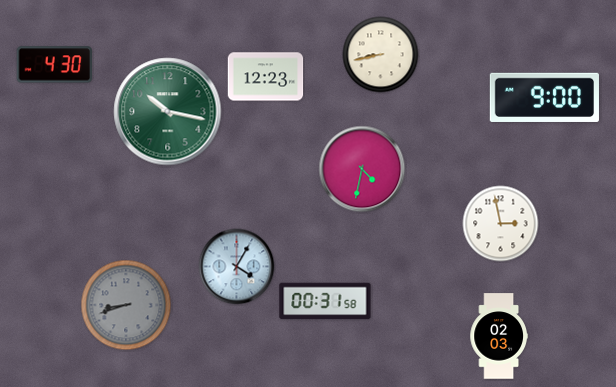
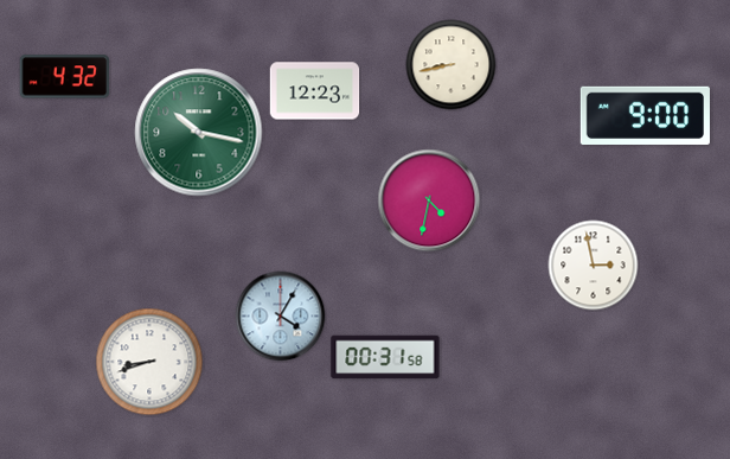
clock at (55, 65): 4:30 -> 4:32
clock at (126, 305) dial: grey -> white
clock at (499, 336): 02:03 -> none
